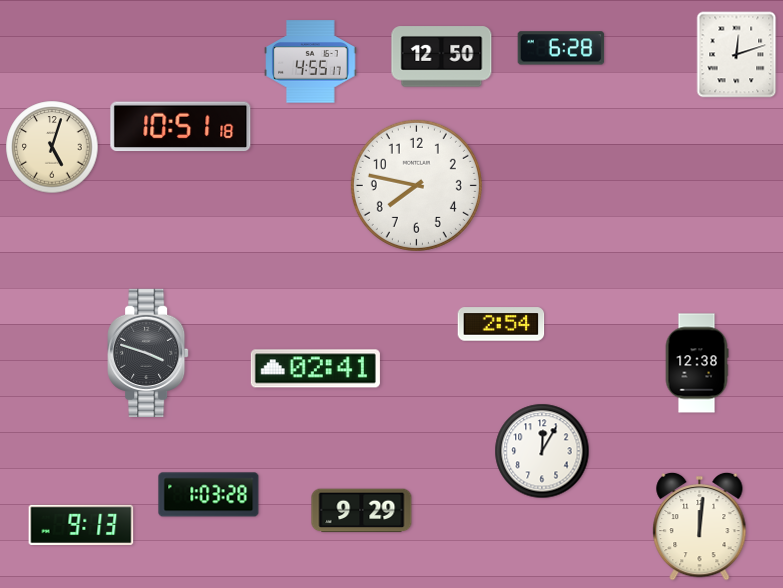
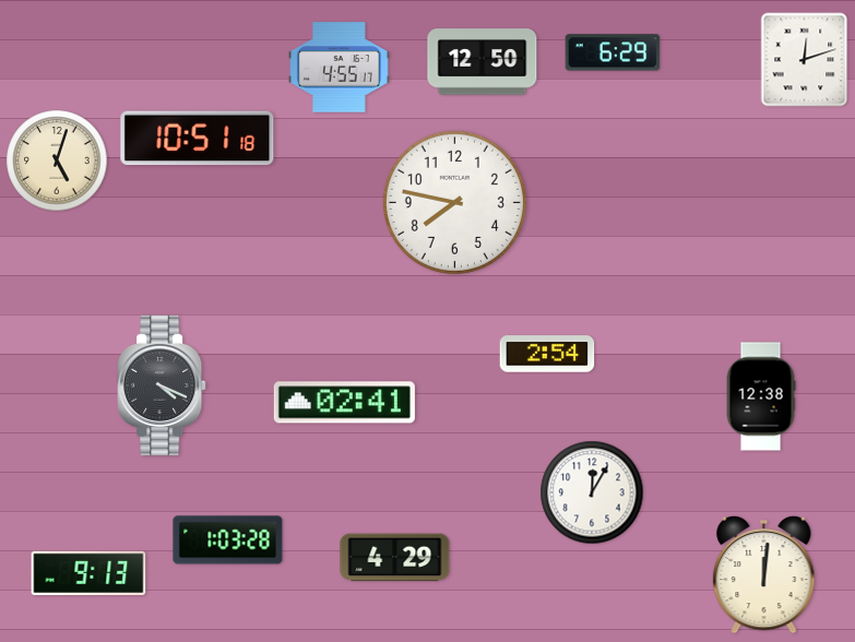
clock at (561, 48): 6:28 -> 6:29
clock at (148, 353): 3:48 -> 4:19
clock at (362, 511): 9:29 -> 4:29
